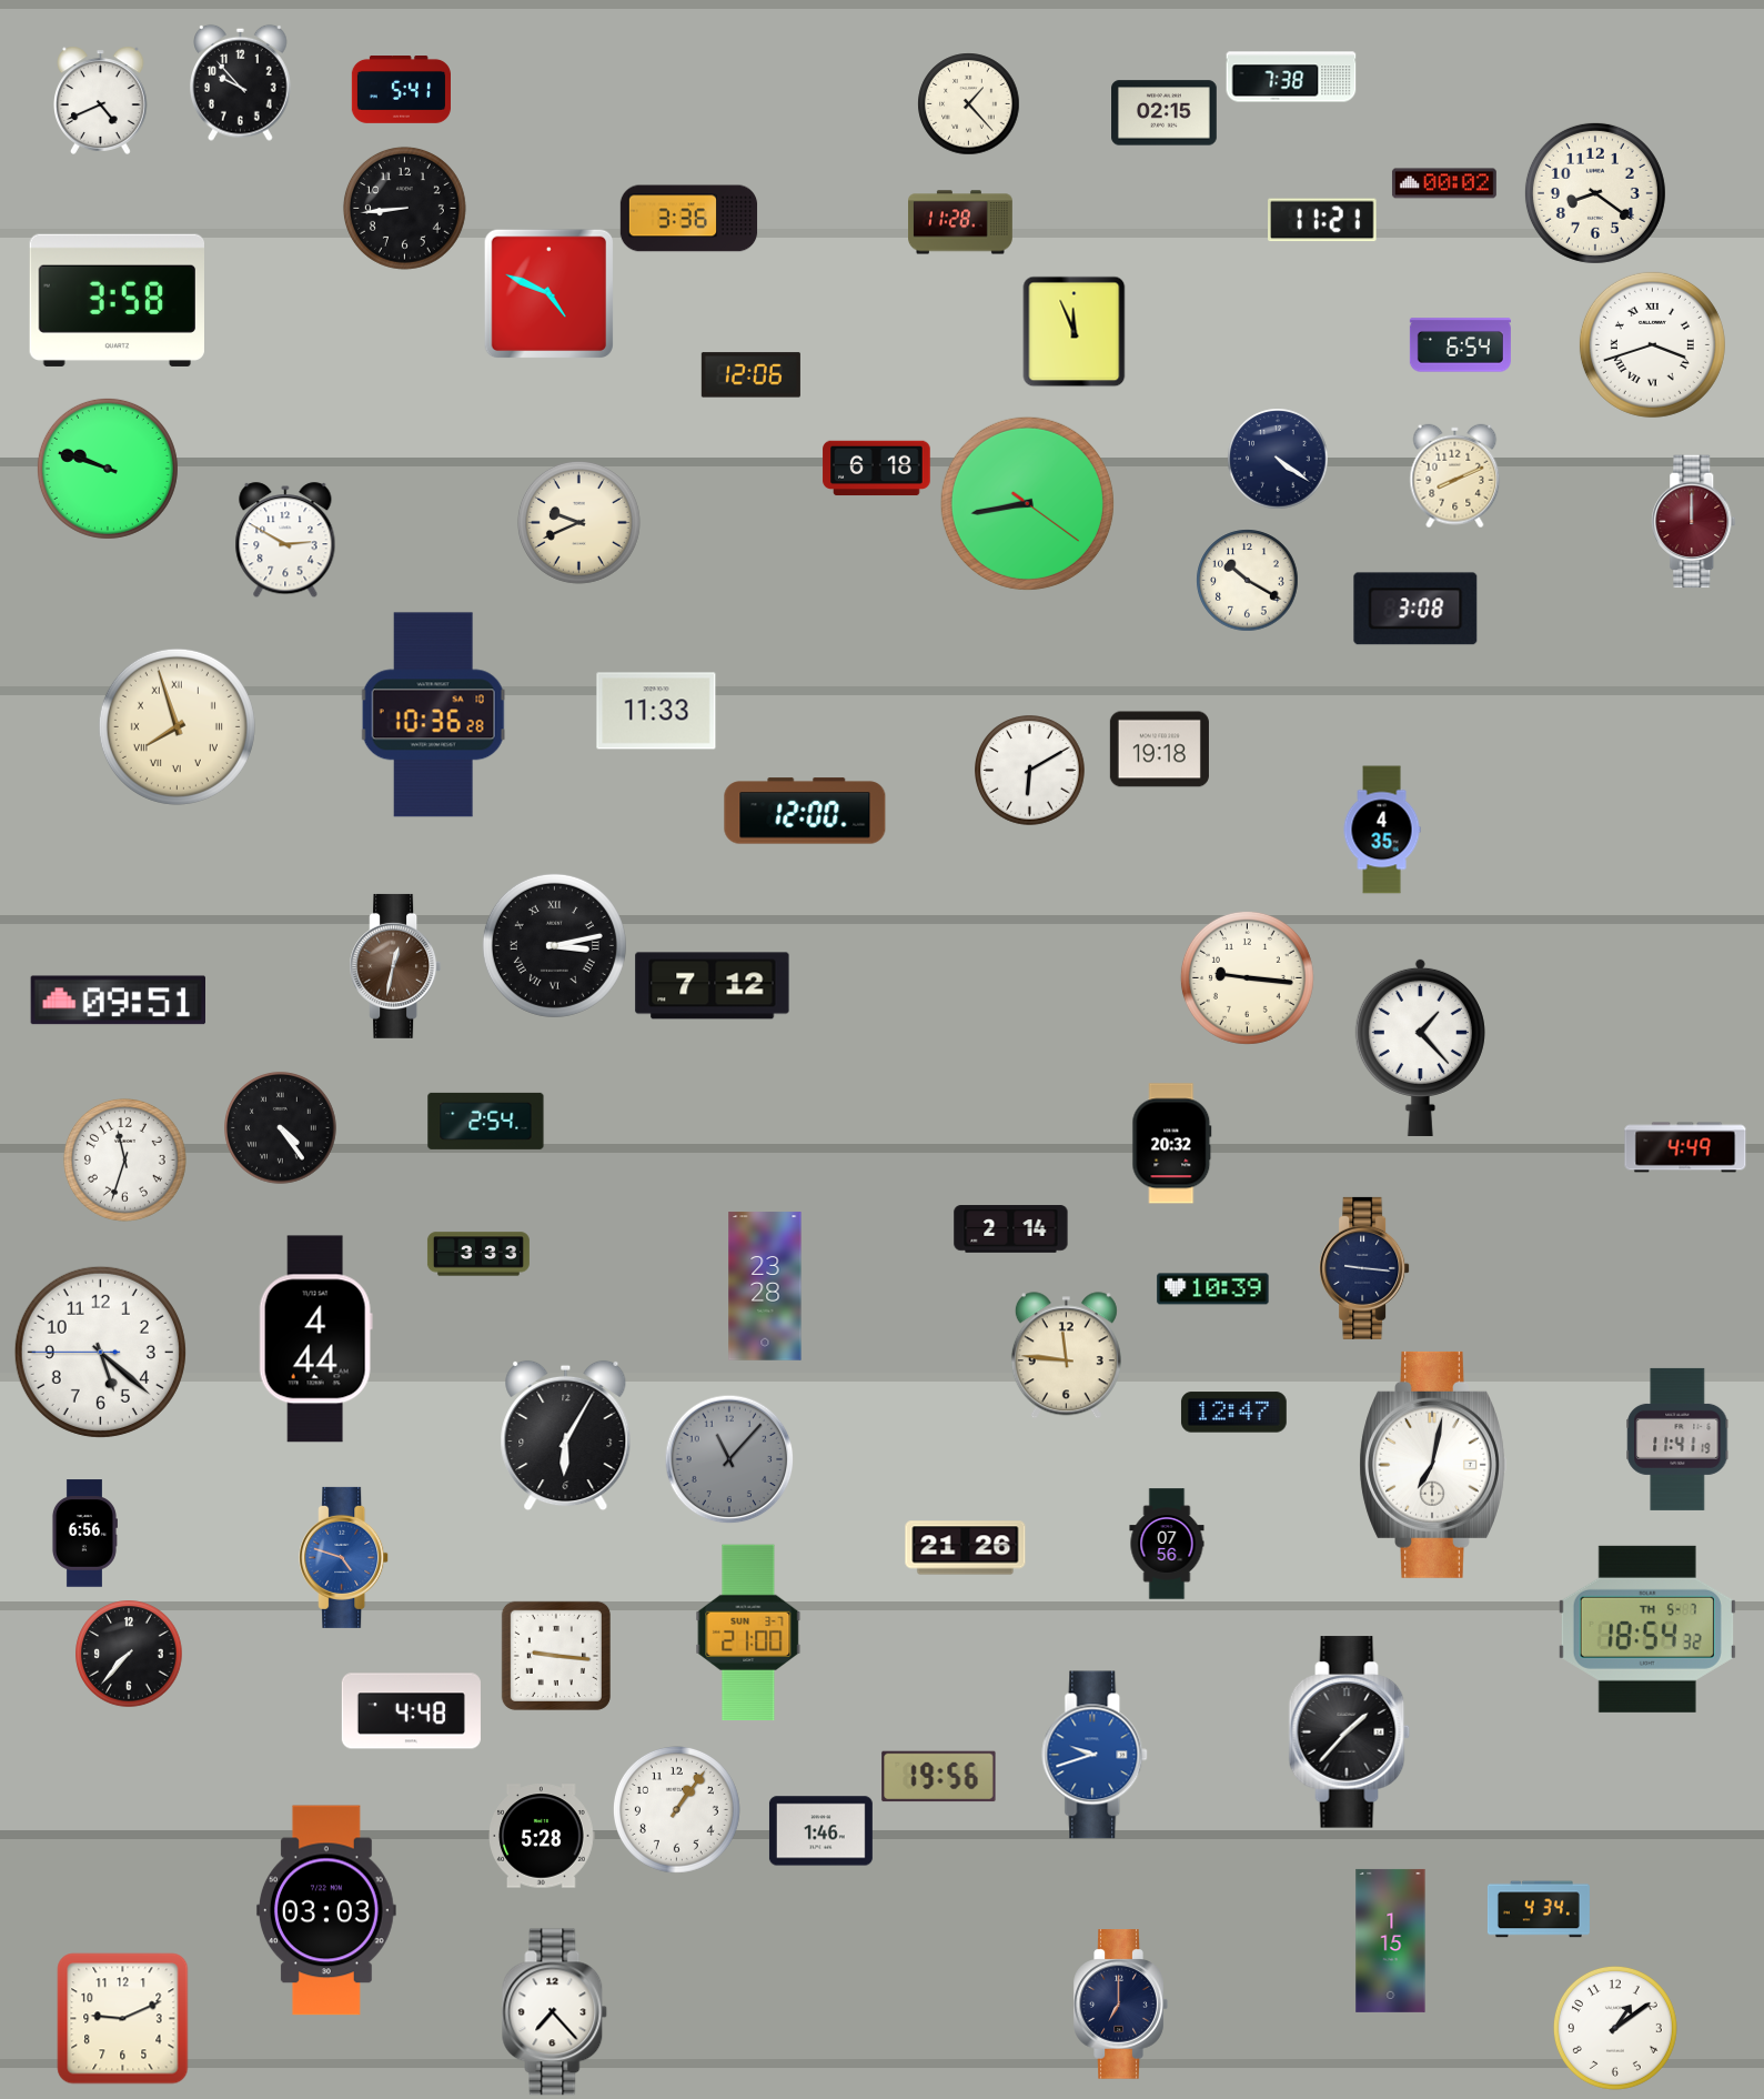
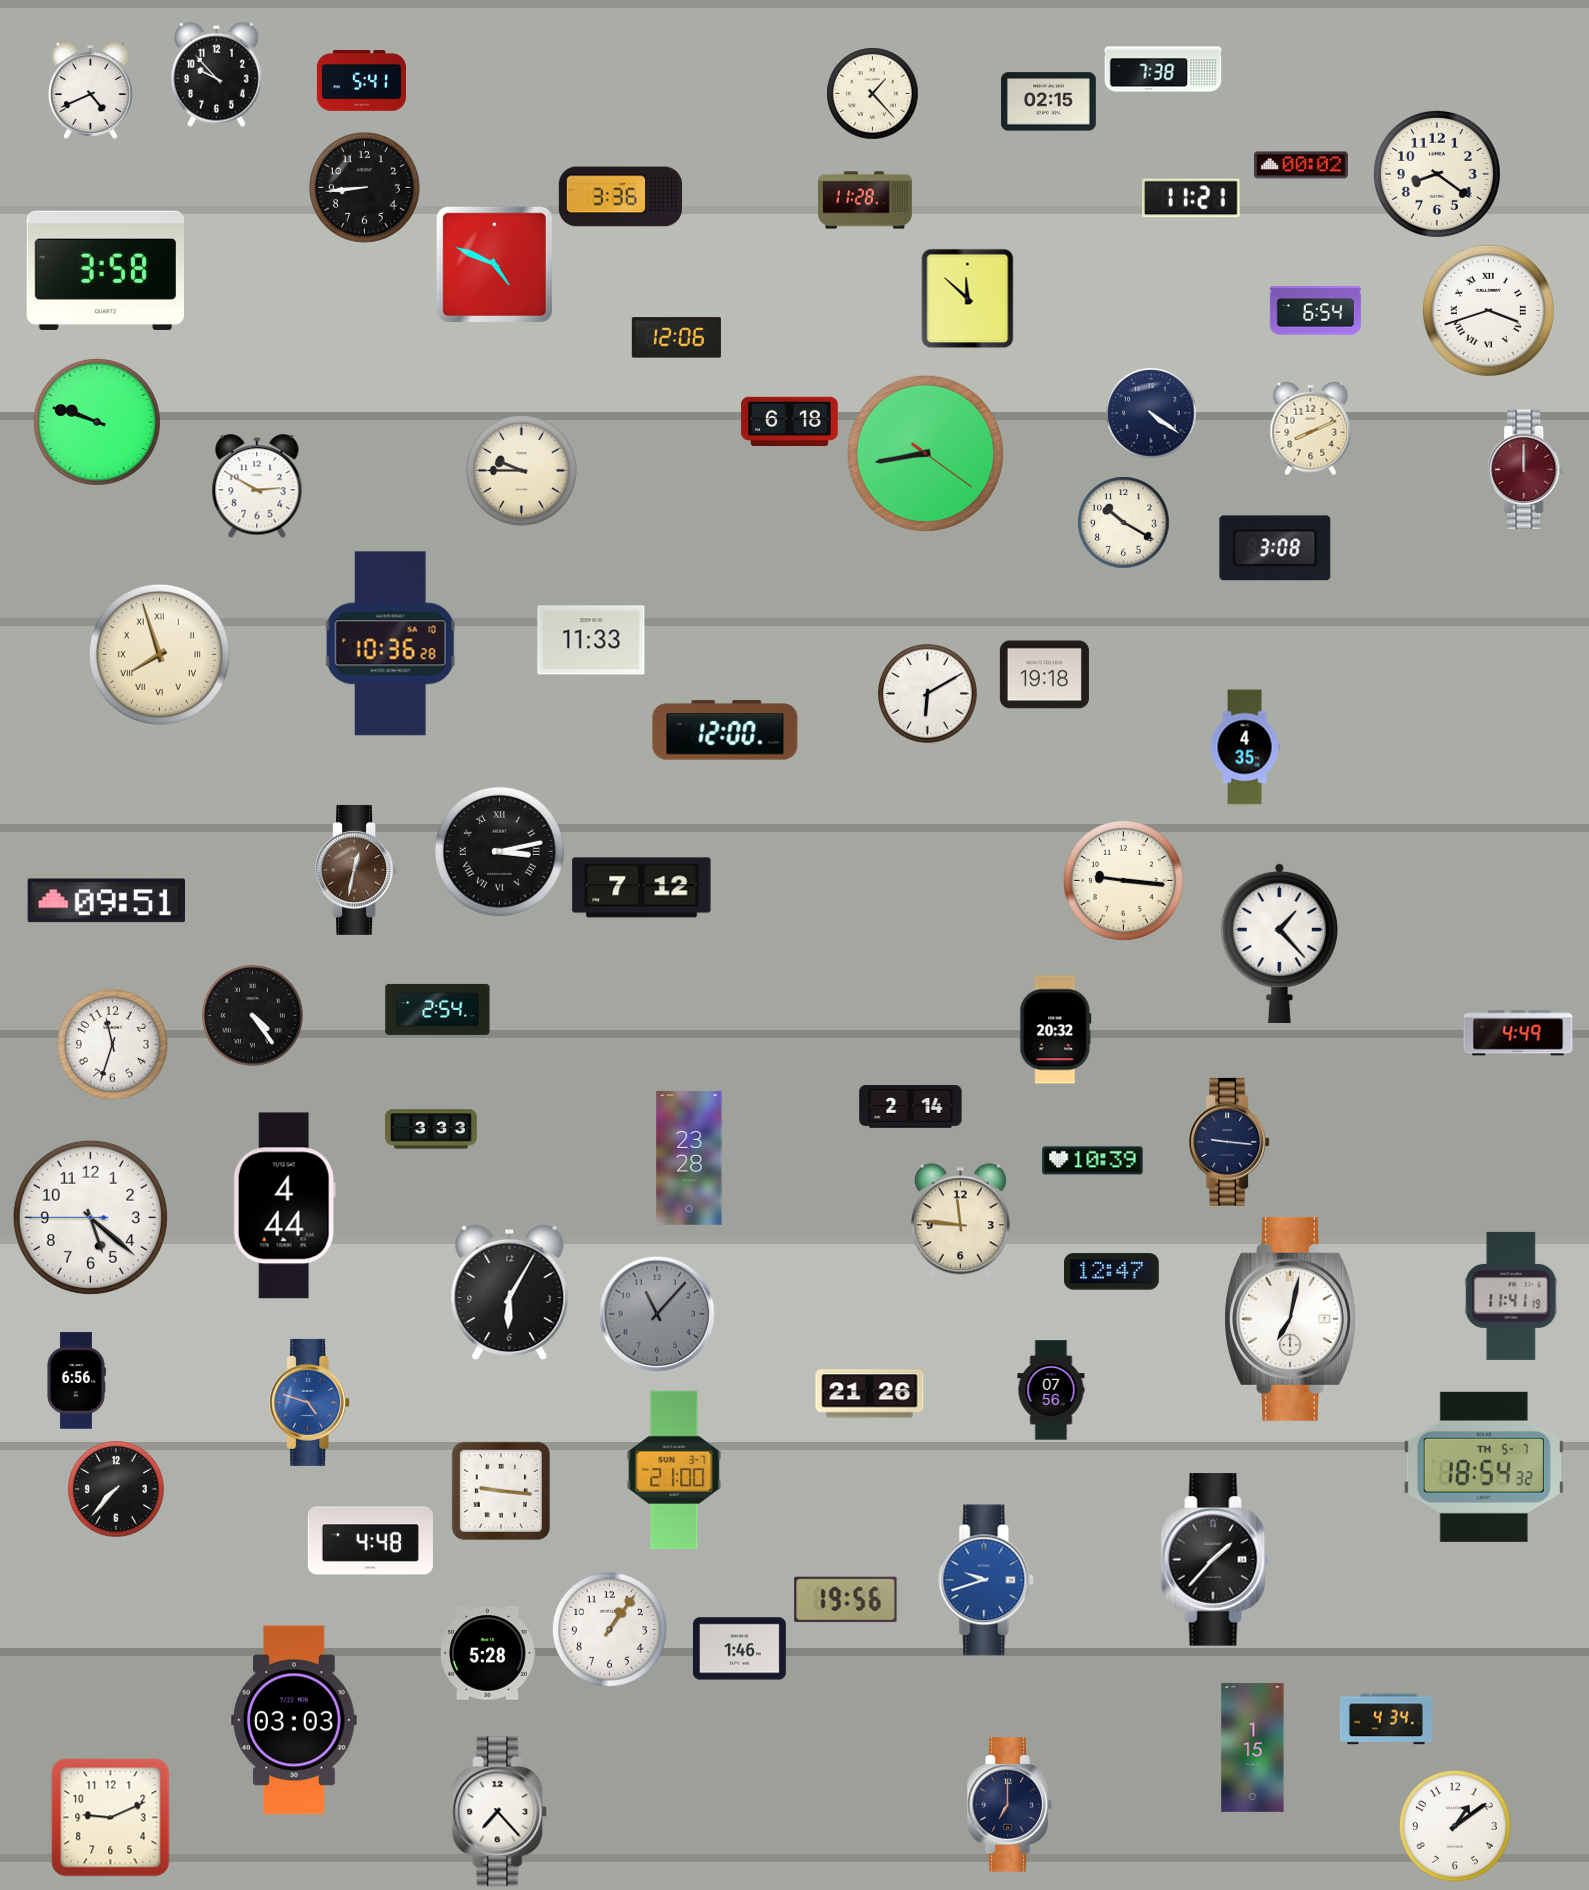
clock at (1075, 332): 11:56 -> 11:52
clock at (578, 522): 9:41 -> 9:45
